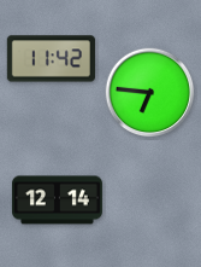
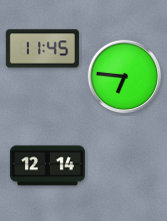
clock at (51, 59): 11:42 -> 11:45
